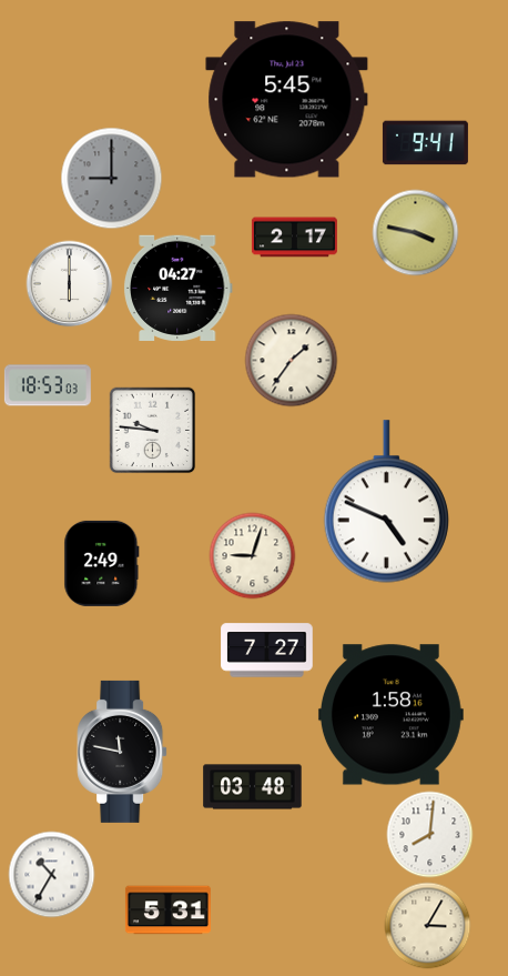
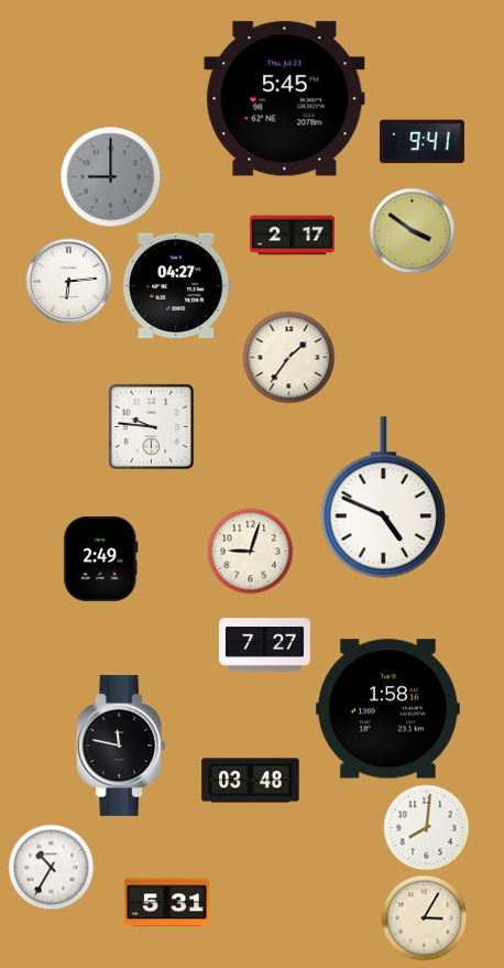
clock at (415, 232): 3:47 -> 3:51
clock at (69, 283): 6:00 -> 6:14
clock at (48, 385): 18:53 -> none
